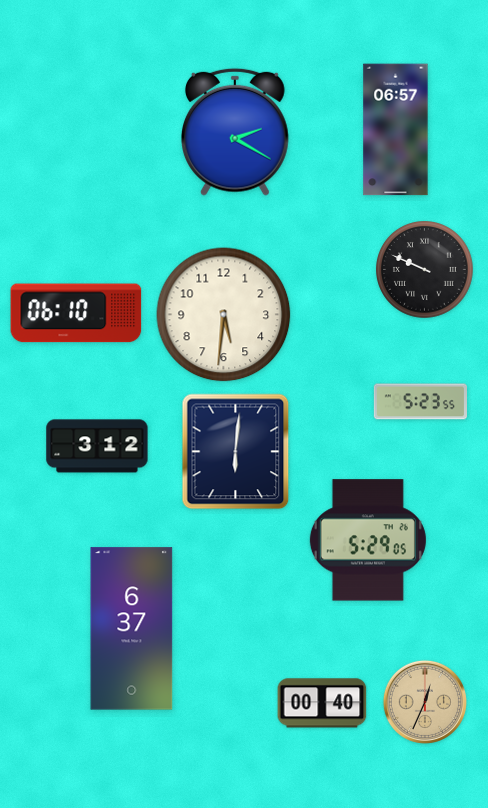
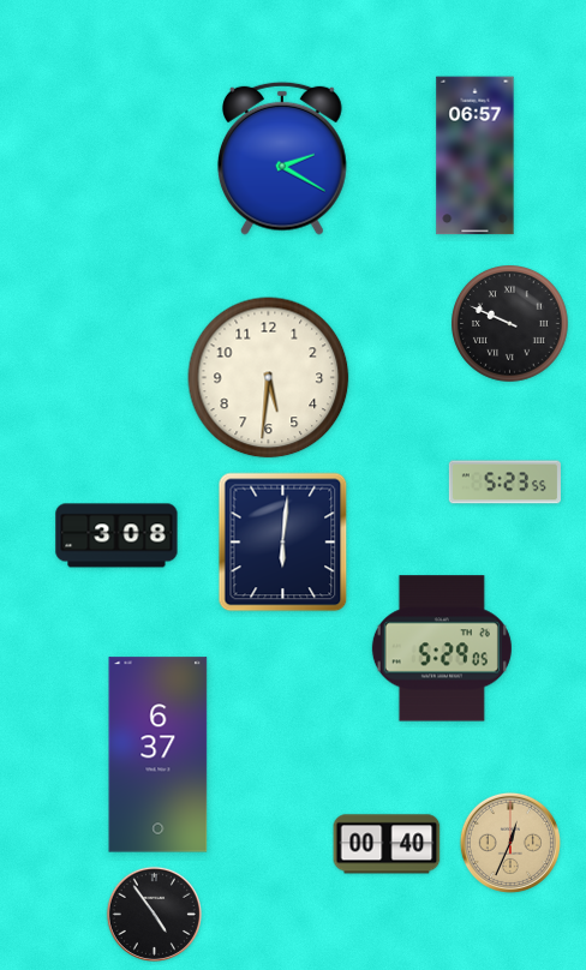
clock at (76, 313): 06:10 -> none
clock at (97, 446): 3:12 -> 3:08
clock at (154, 914): none -> 4:54
